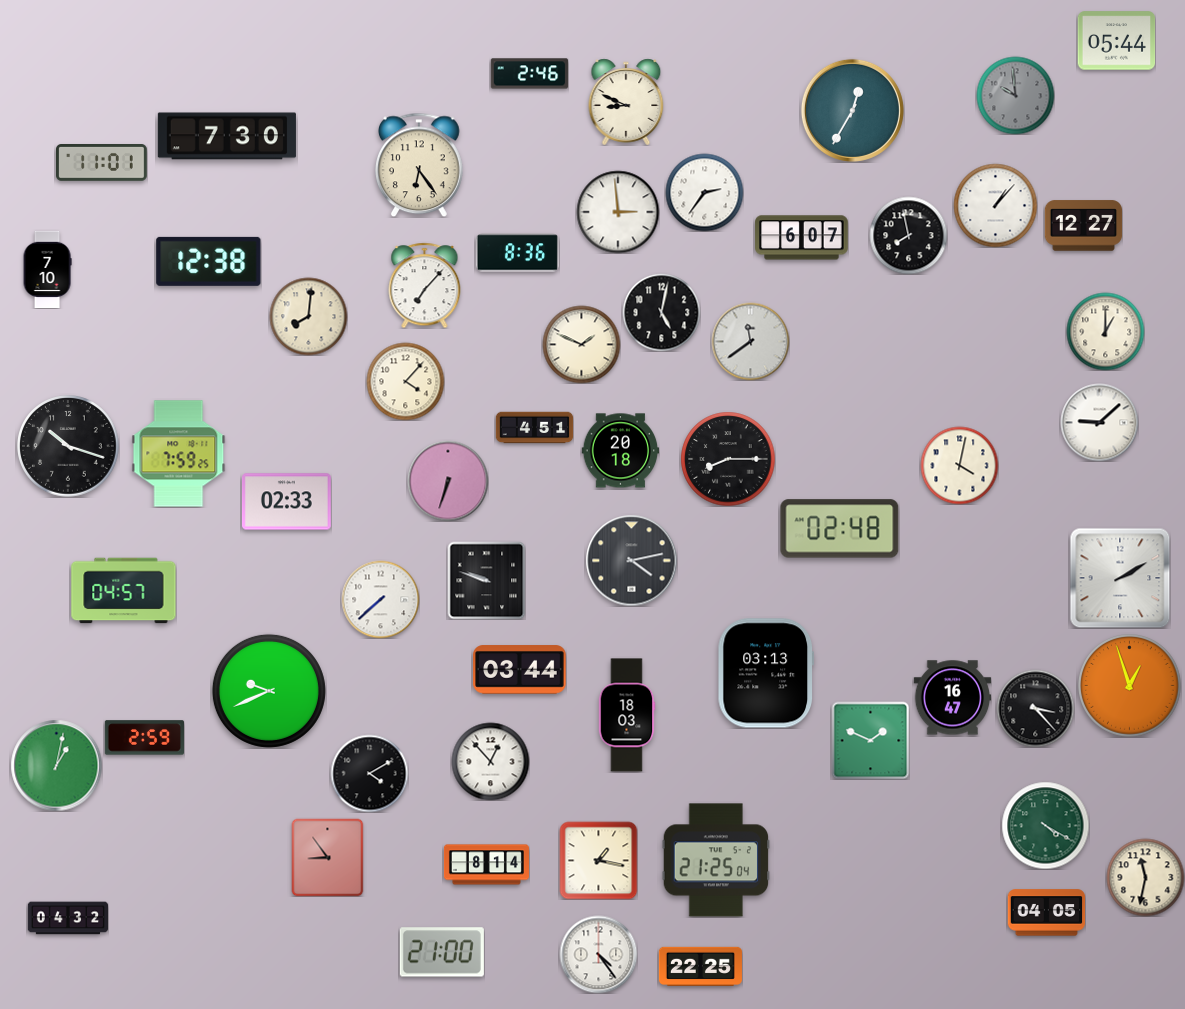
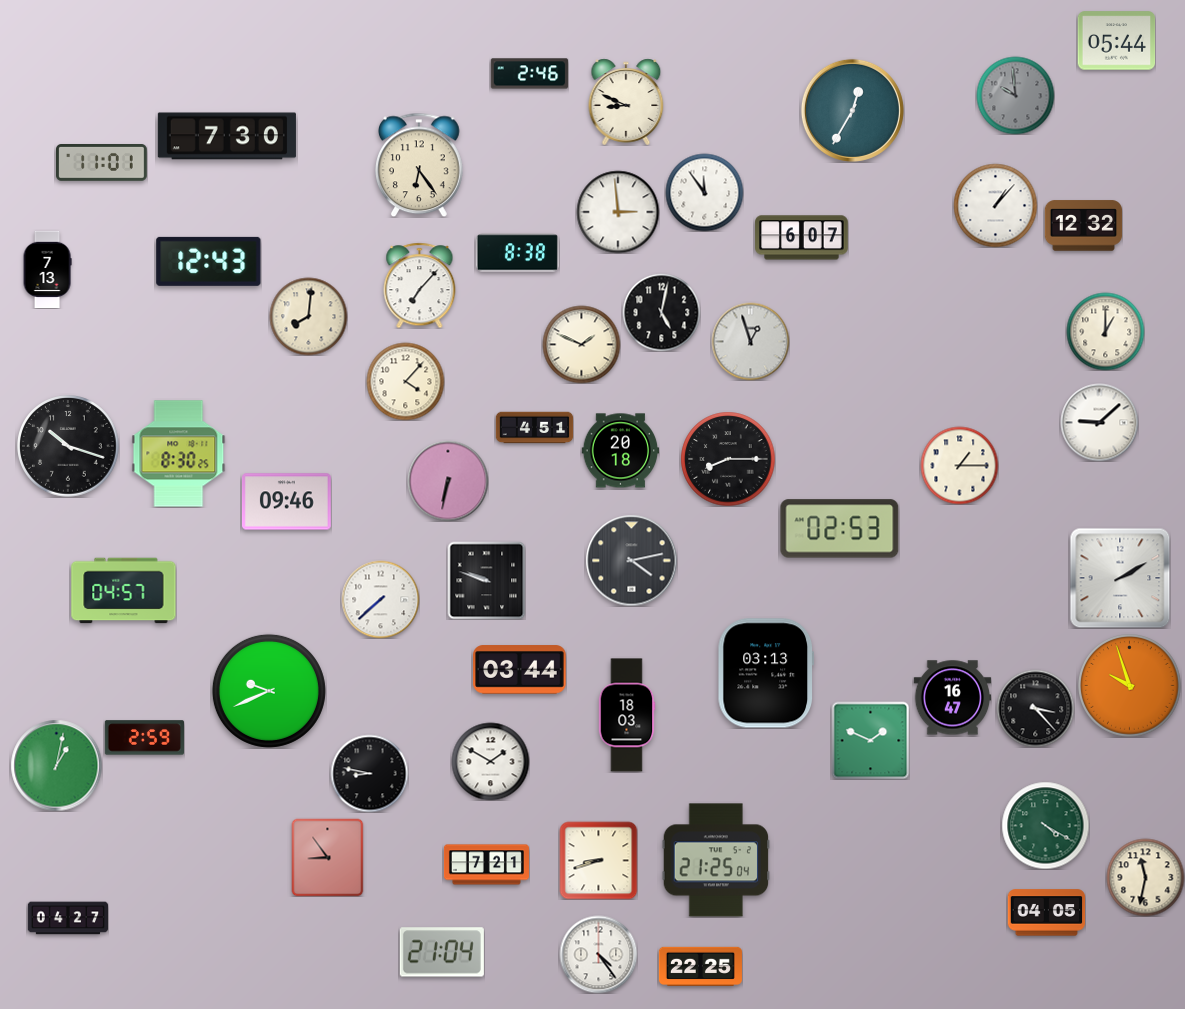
clock at (704, 192): 2:36 -> 11:54
clock at (1083, 226): 12:27 -> 12:32
clock at (908, 235): 7:58 -> none
clock at (517, 253): 8:36 -> 8:38
clock at (209, 261): 12:38 -> 12:43
clock at (47, 269): 7:10 -> 7:13
clock at (425, 285) position: (425, 285) -> (420, 285)
clock at (750, 341): 11:39 -> 12:57
clock at (179, 454): 7:59 -> 8:30
clock at (959, 465): 4:02 -> 1:15
clock at (448, 481): 6:33 -> 6:32
clock at (286, 502): 02:33 -> 09:46
clock at (840, 529): 02:48 -> 02:53
clock at (1130, 686): 12:57 -> 9:57
clock at (490, 761): 12:53 -> 1:50
clock at (369, 773): 4:10 -> 8:47
clock at (598, 860): 1:17 -> 8:42
clock at (486, 865): 8:14 -> 7:21
clock at (68, 918): 04:32 -> 04:27
clock at (442, 952): 21:00 -> 21:04
